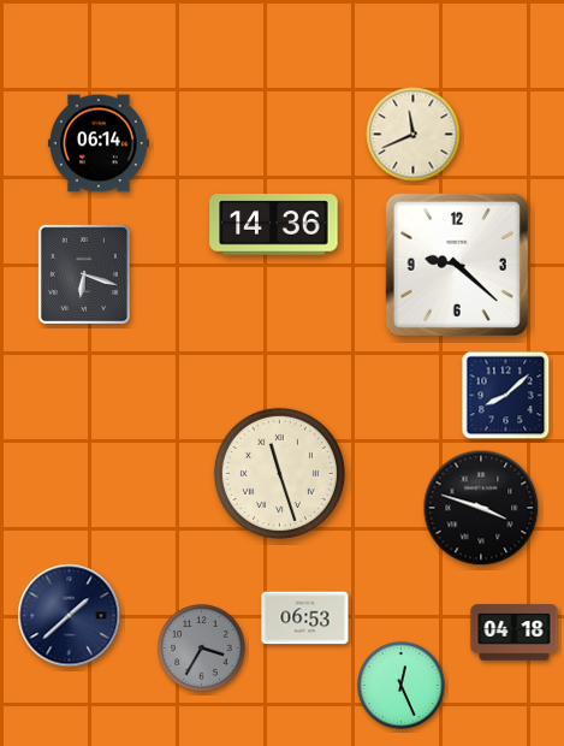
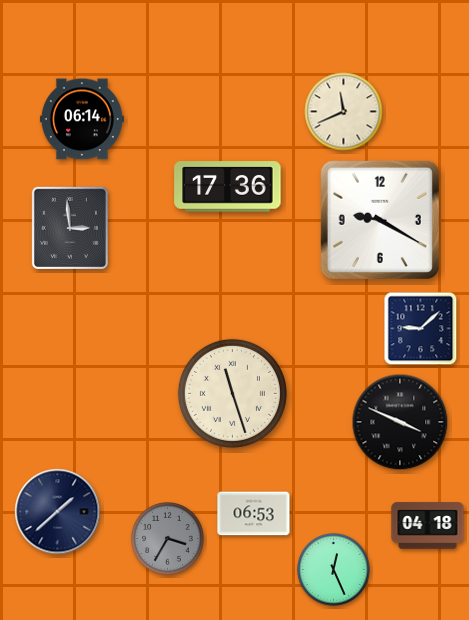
clock at (274, 225): 14:36 -> 17:36
clock at (457, 265): 9:22 -> 9:20
clock at (84, 274): 6:18 -> 2:59
clock at (506, 396): 8:08 -> 9:08
clock at (481, 508): 3:48 -> 3:49
